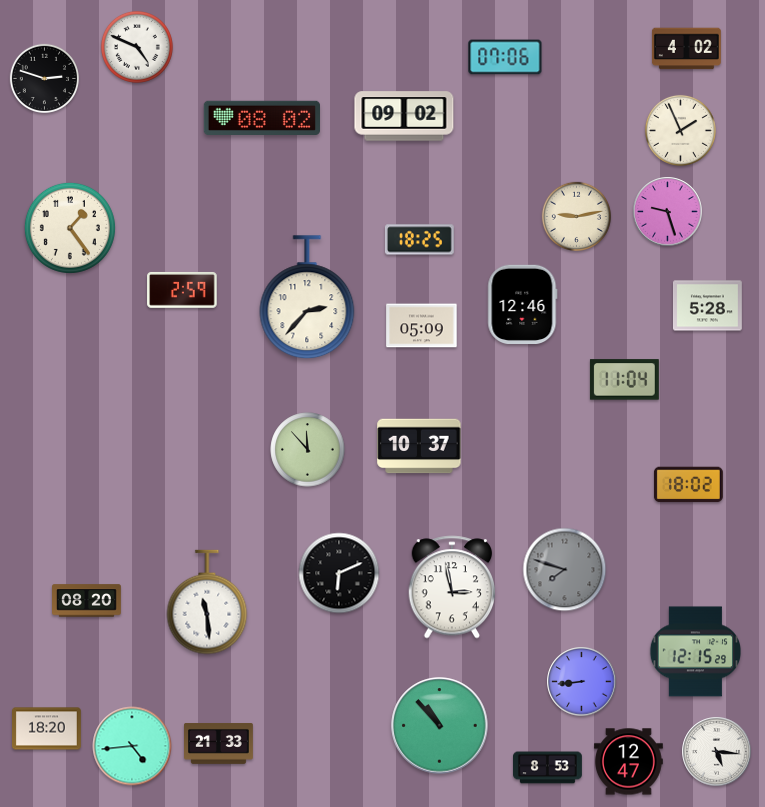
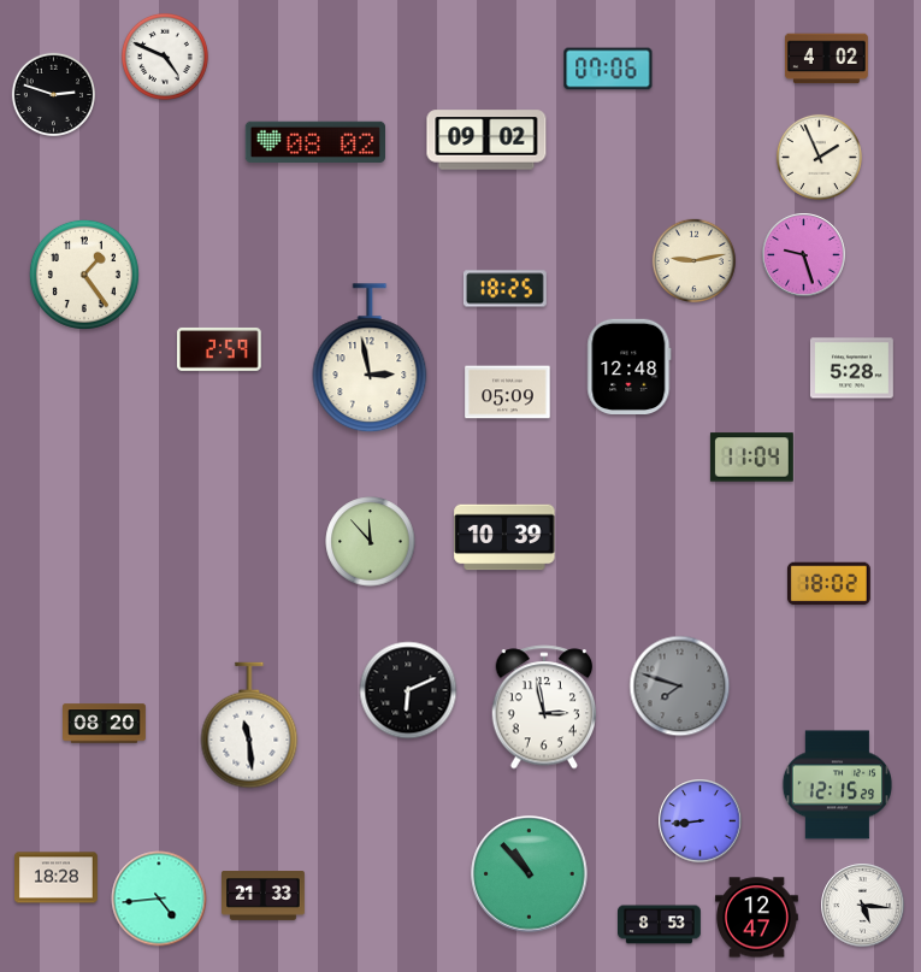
clock at (307, 298): 2:37 -> 2:58
clock at (523, 304): 12:46 -> 12:48
clock at (419, 446): 10:37 -> 10:39
clock at (47, 729): 18:20 -> 18:28
